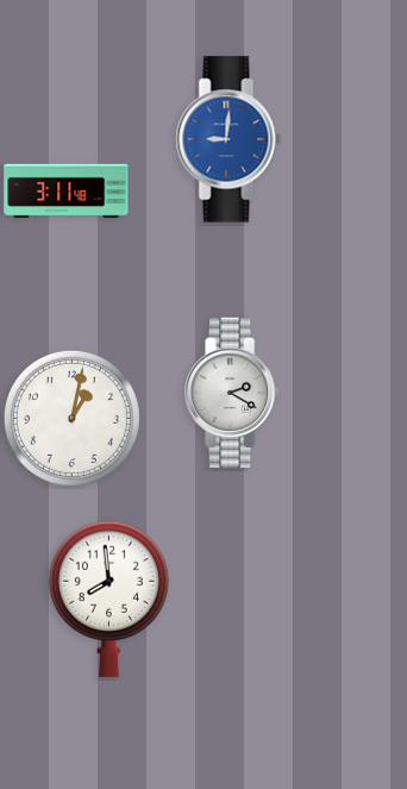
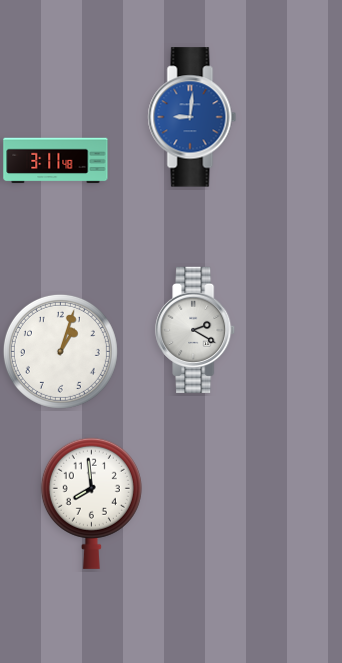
clock at (71, 418): 1:02 -> 1:03
